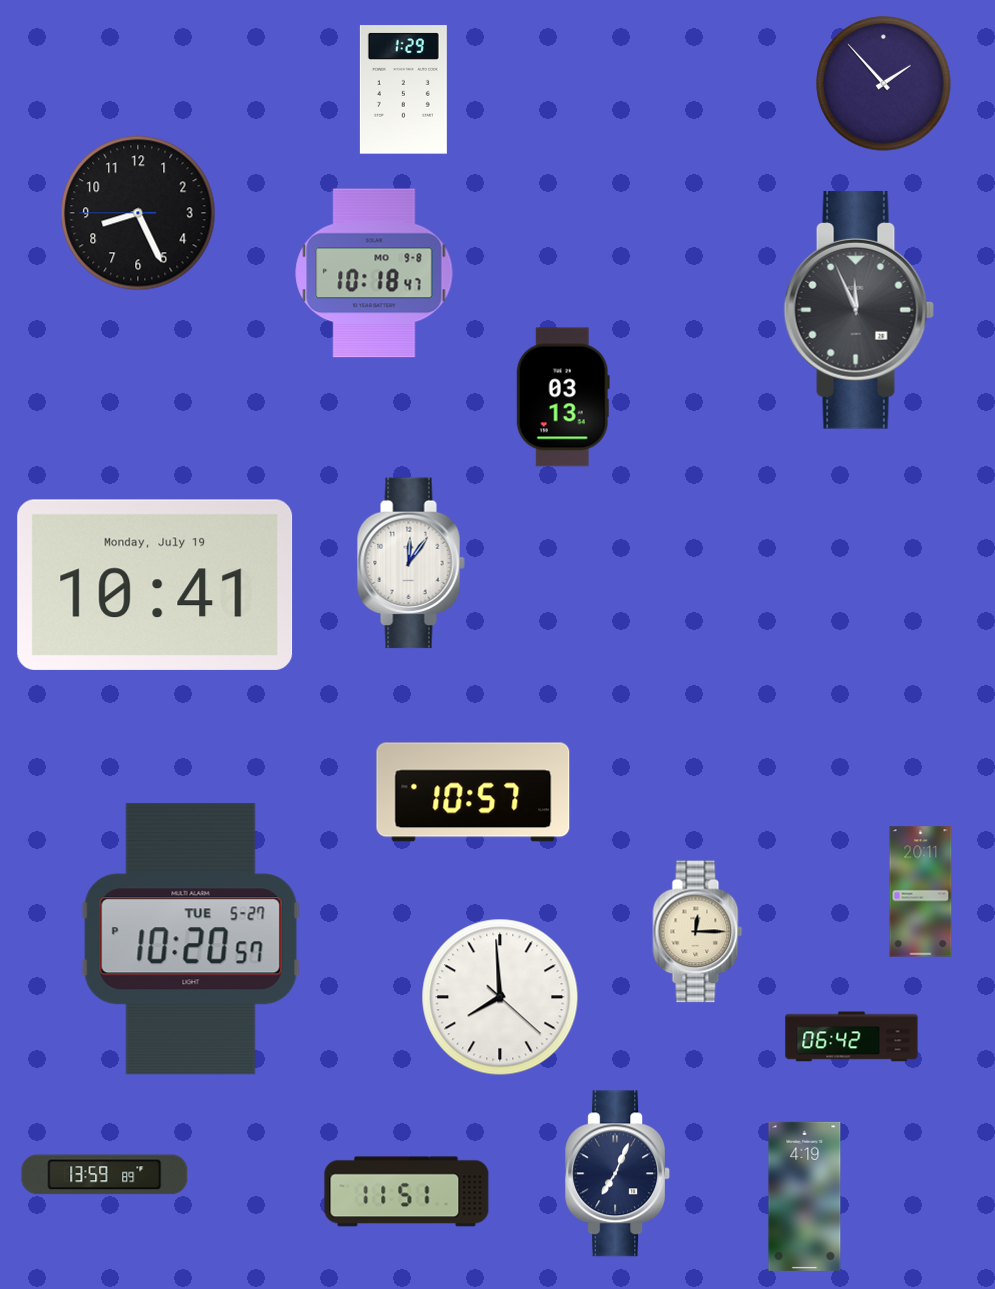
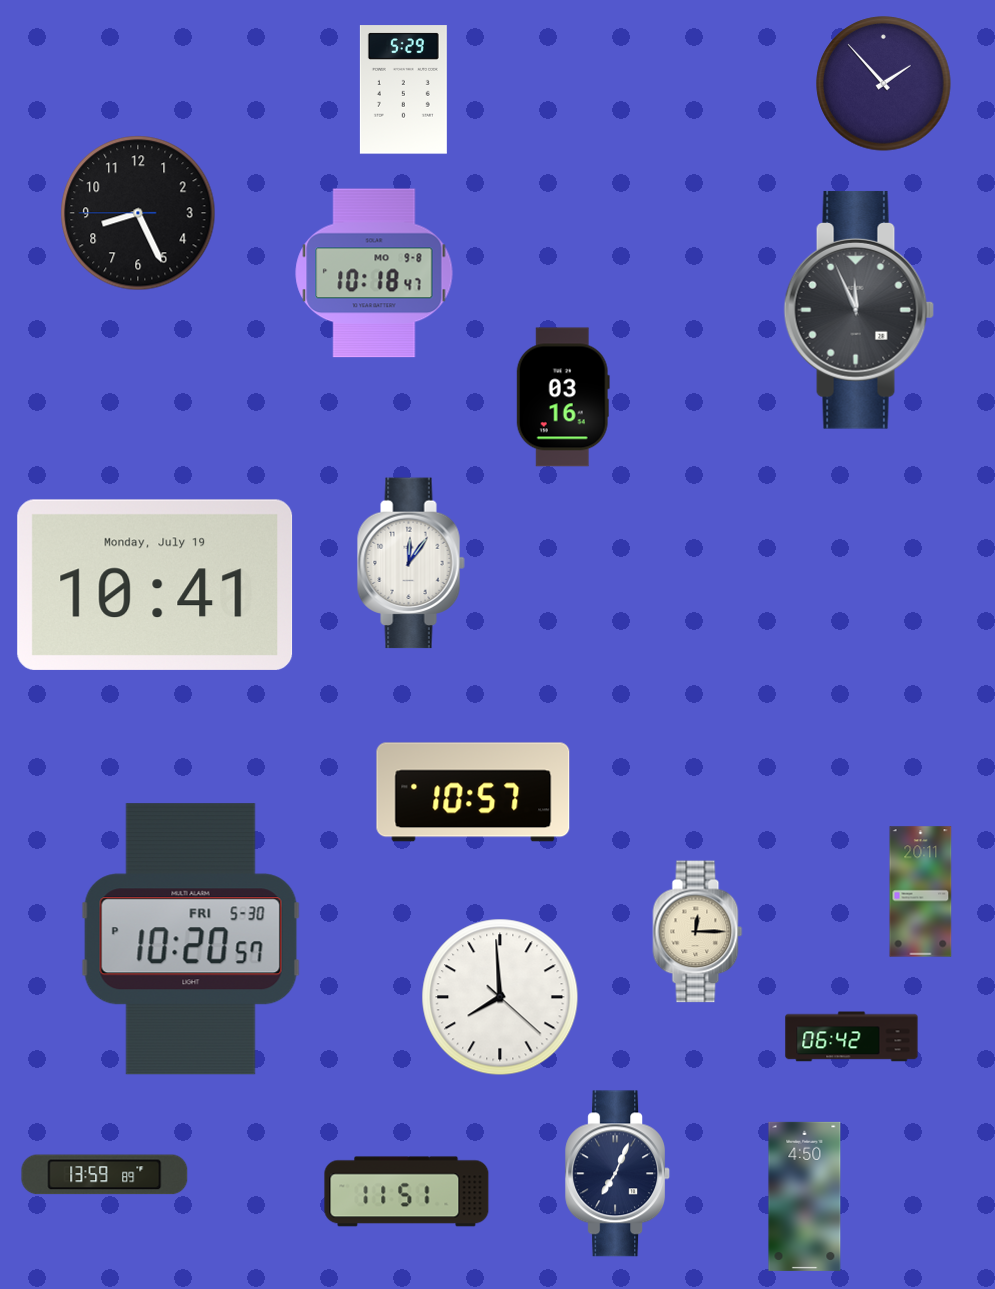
clock at (403, 90): 1:29 -> 5:29
clock at (563, 397): 03:13 -> 03:16
clock at (191, 939) date: TUE 5-27 -> FRI 5-30
clock at (805, 1196): 4:19 -> 4:50
